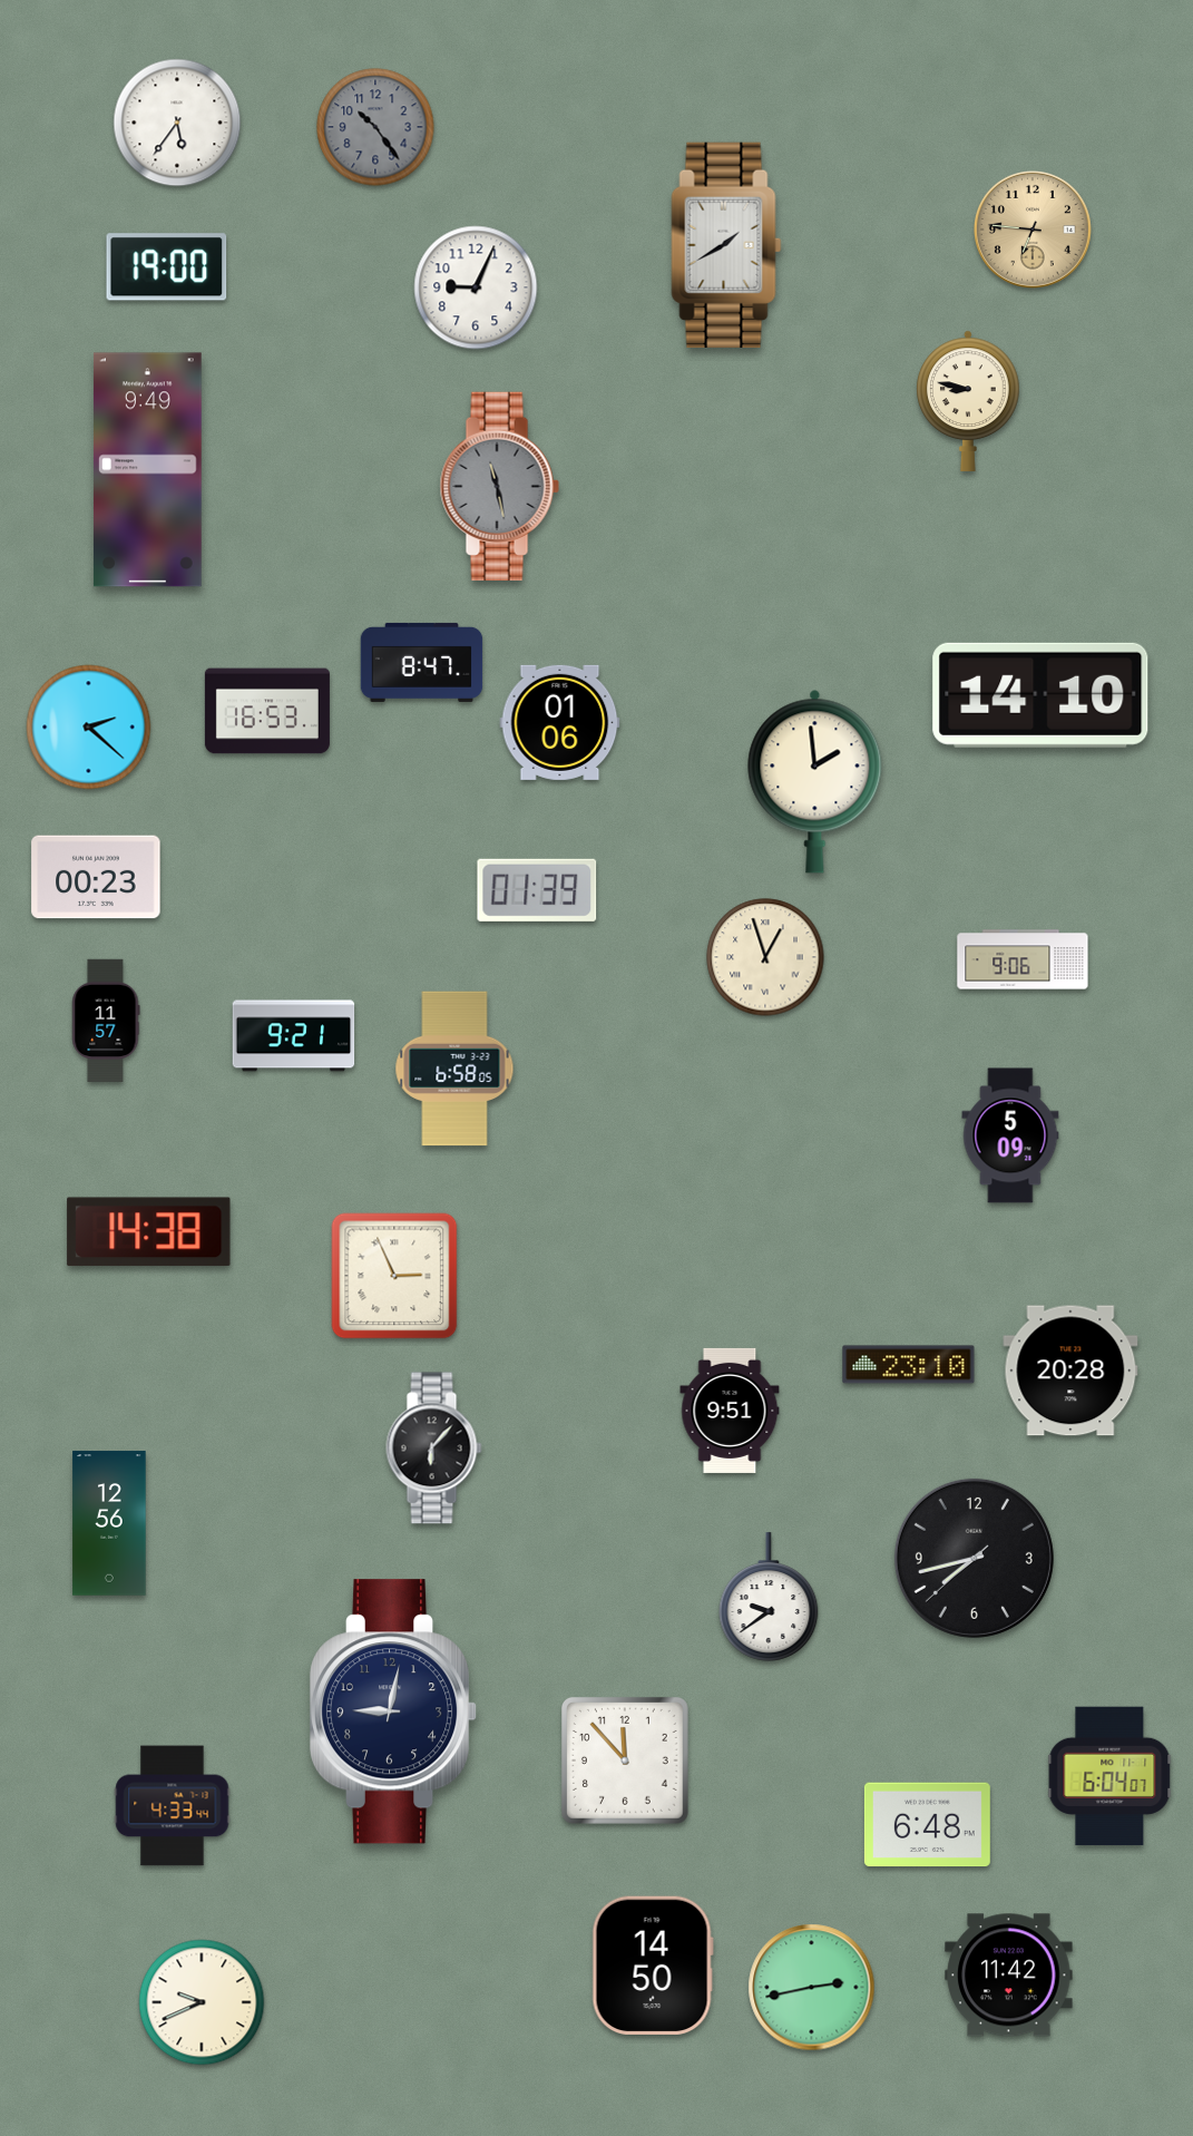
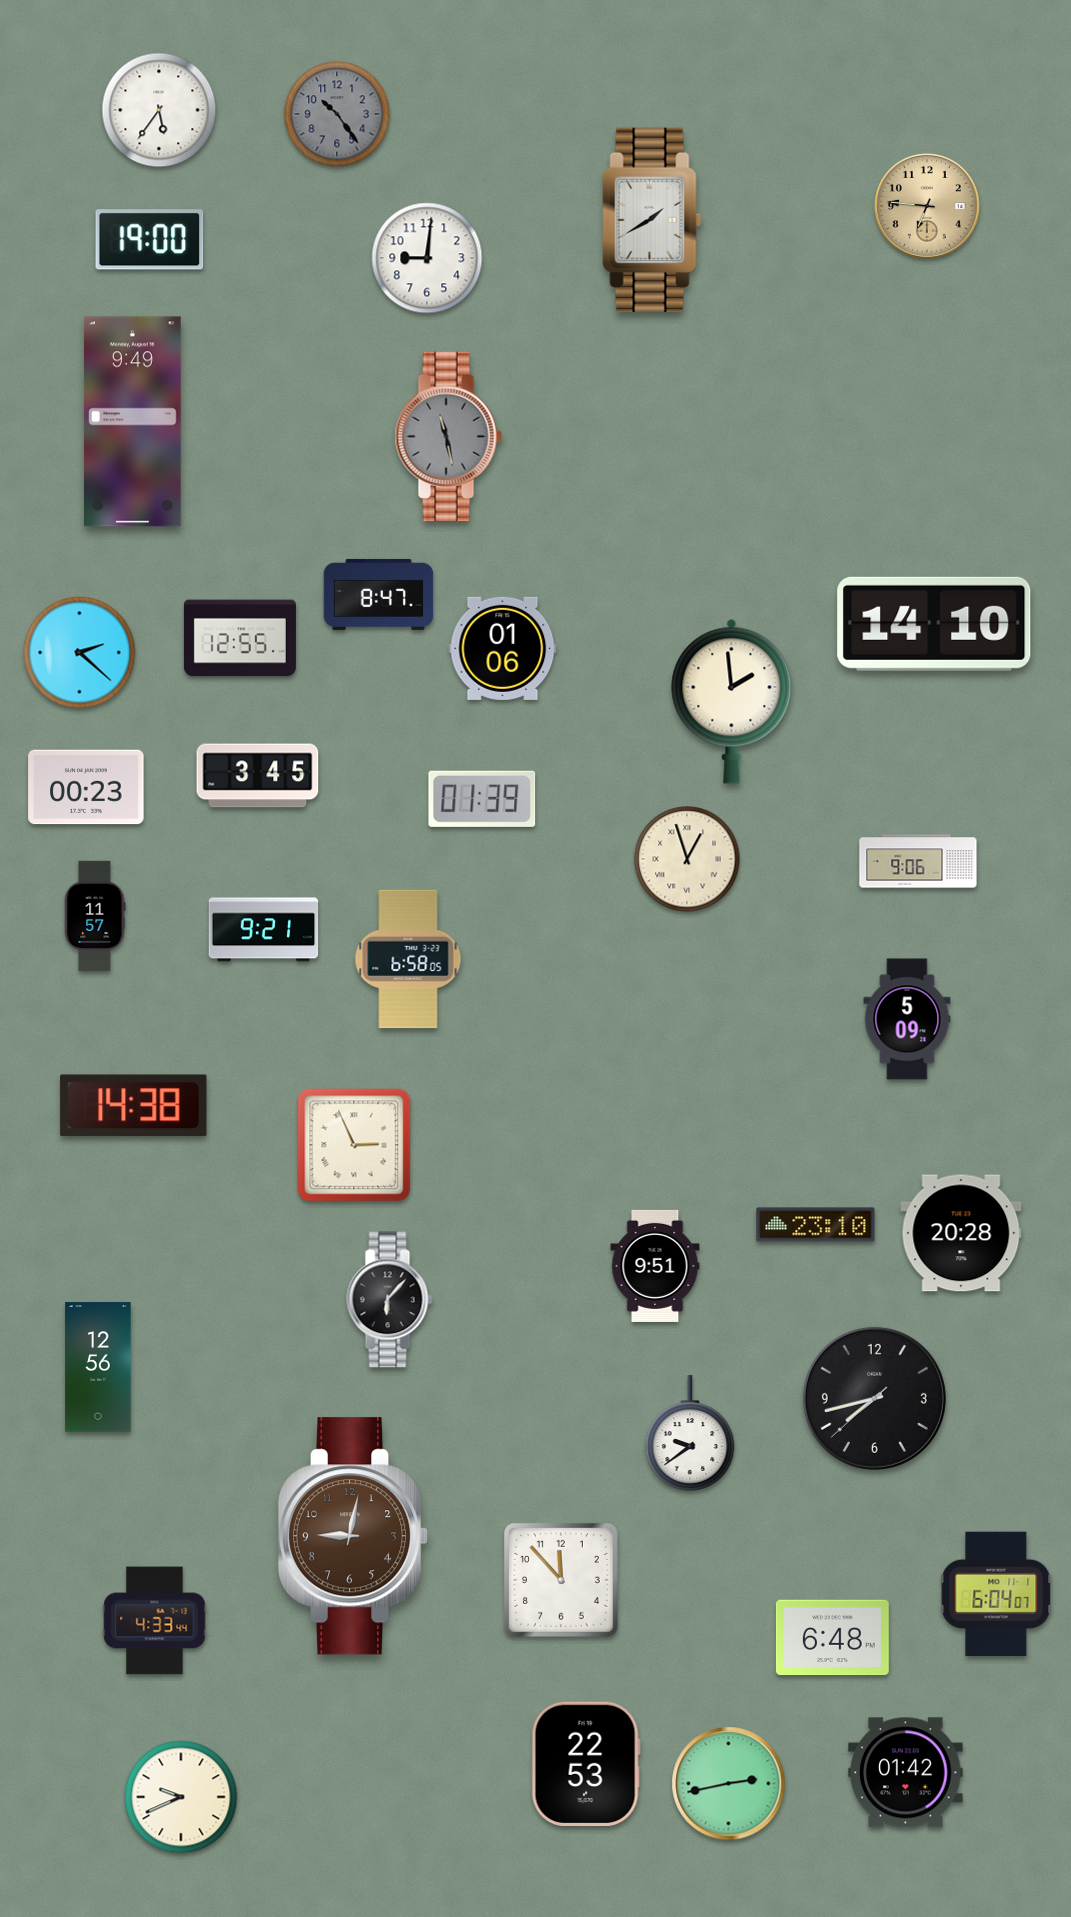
clock at (476, 287): 9:04 -> 9:01
clock at (968, 401): 8:47 -> none
clock at (267, 711): 16:53 -> 12:55
clock at (258, 776): none -> 3:45
clock at (1070, 1371) position: (1070, 1371) -> (961, 1233)
clock at (393, 1711) dial: navy -> brown
clock at (653, 1964): 14:50 -> 22:53
clock at (1009, 1976): 11:42 -> 01:42
